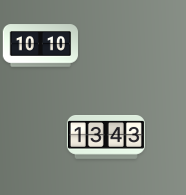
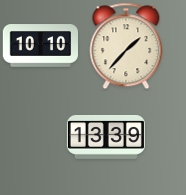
clock at (126, 46): none -> 1:37
clock at (106, 138): 13:43 -> 13:39
